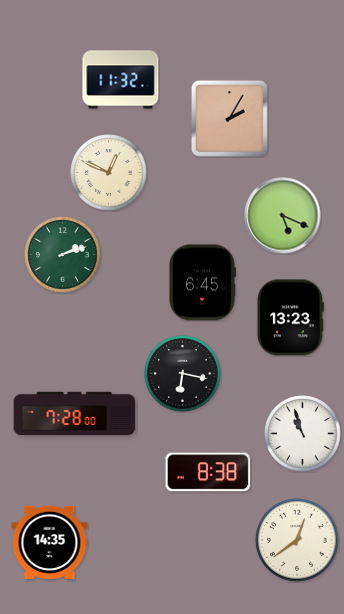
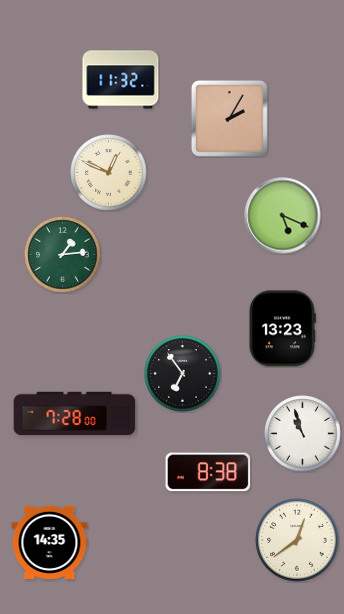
clock at (63, 255): 2:12 -> 1:14
clock at (202, 283): 6:45 -> none
clock at (290, 318) position: (290, 318) -> (282, 329)
clock at (183, 374): 6:17 -> 6:54
